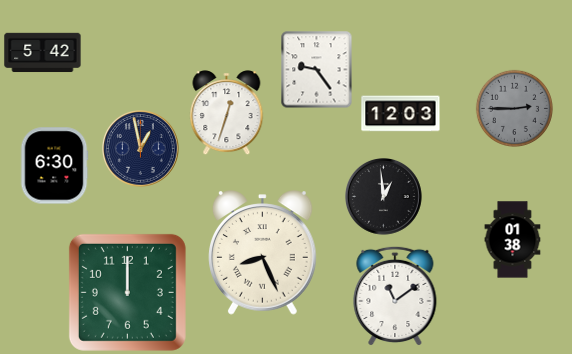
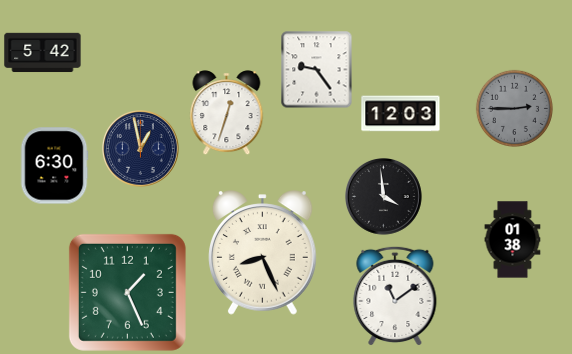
clock at (384, 197): 12:59 -> 3:59
clock at (127, 292): 12:00 -> 1:26
